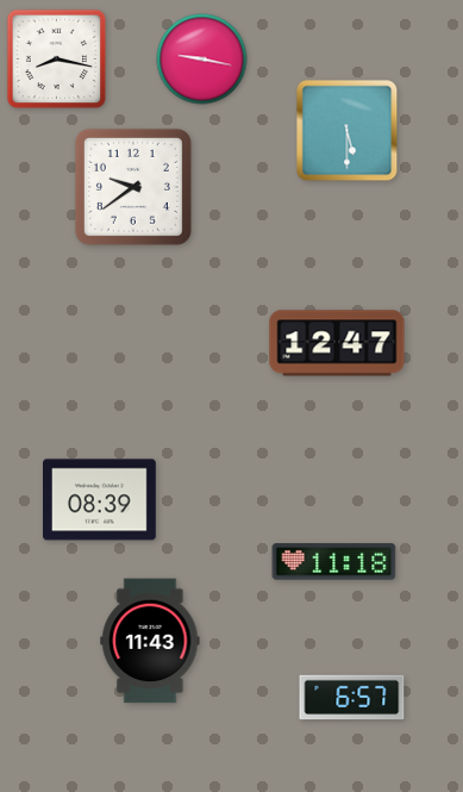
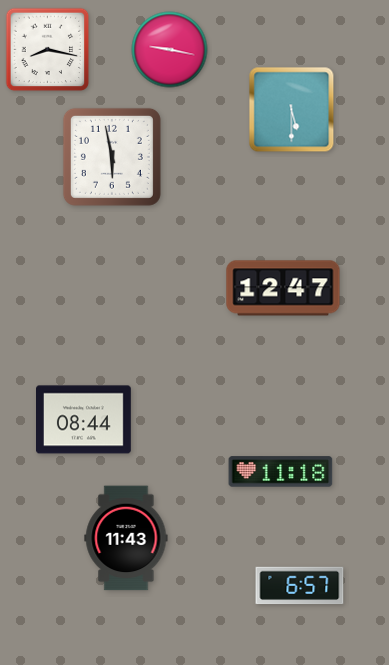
clock at (133, 187): 9:39 -> 5:58
clock at (100, 500): 08:39 -> 08:44
clock at (352, 698) position: (352, 698) -> (300, 586)
